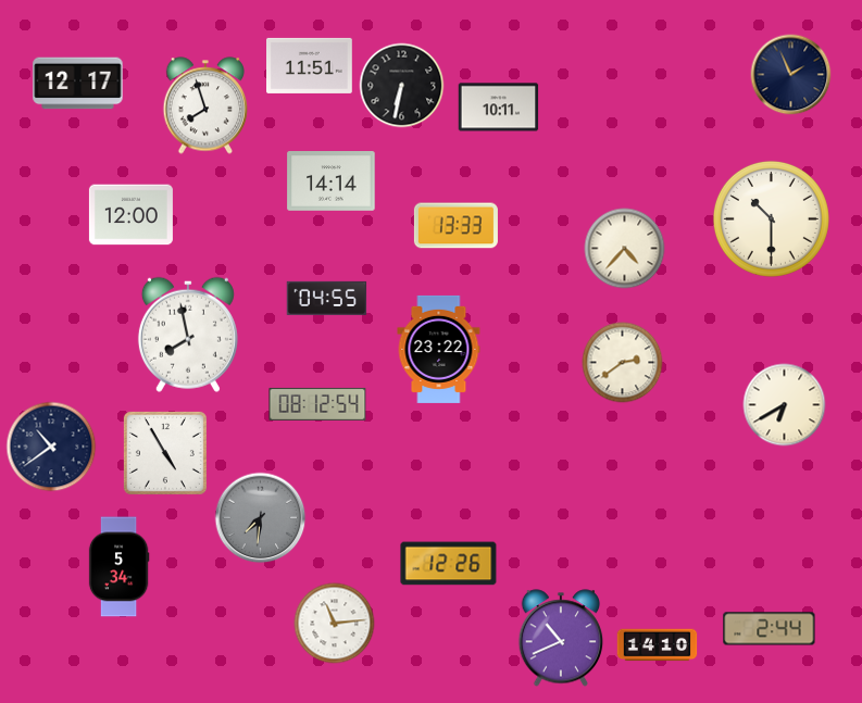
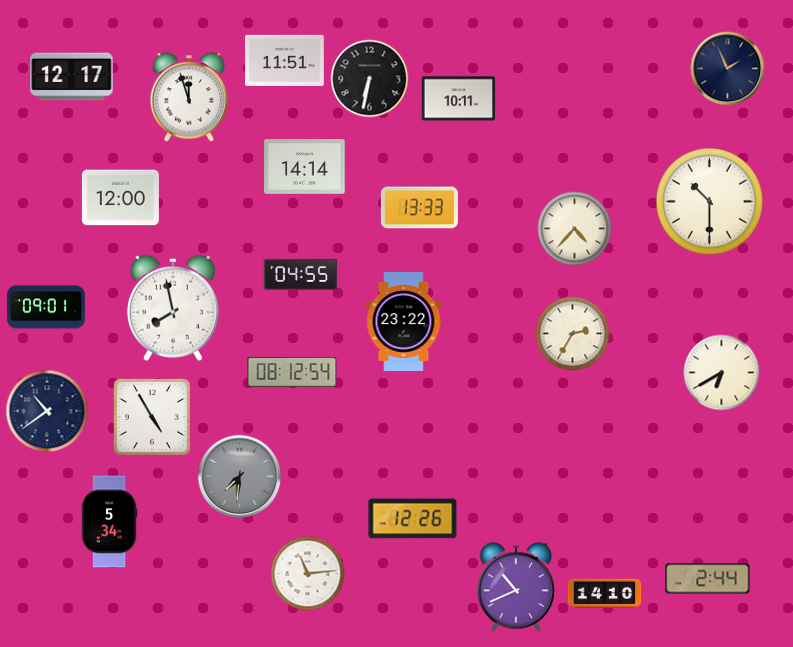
clock at (205, 105): 7:57 -> 11:57
clock at (46, 307): none -> 09:01
clock at (623, 363): 2:39 -> 2:35
